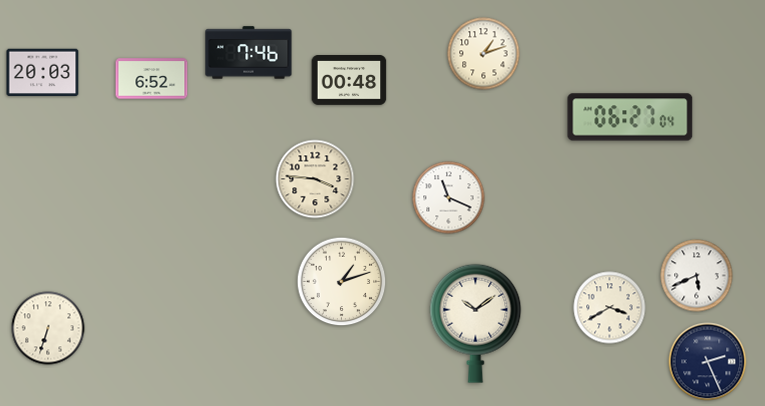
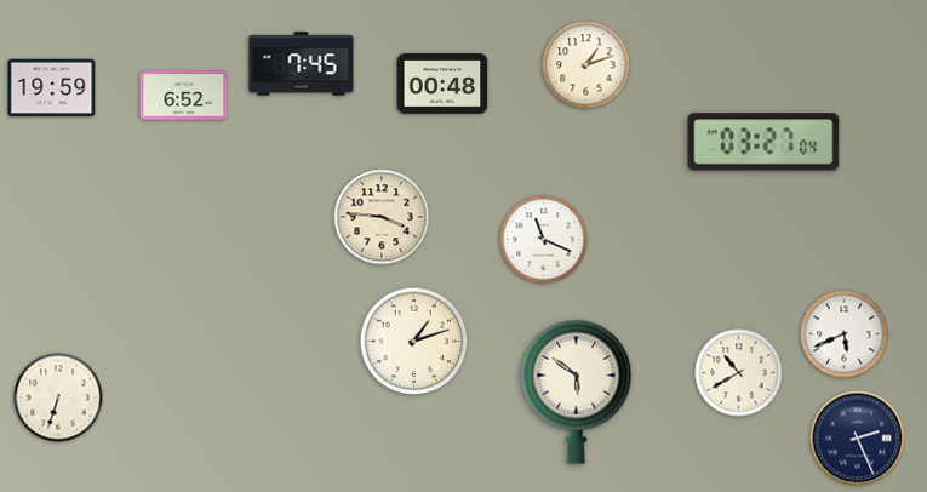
clock at (249, 53): 7:46 -> 7:45
clock at (43, 73): 20:03 -> 19:59
clock at (349, 81) position: (349, 81) -> (442, 85)
clock at (630, 117): 06:27 -> 03:27
clock at (610, 308): 3:40 -> 10:40
clock at (476, 323): 10:09 -> 5:51
